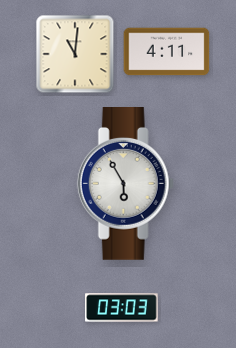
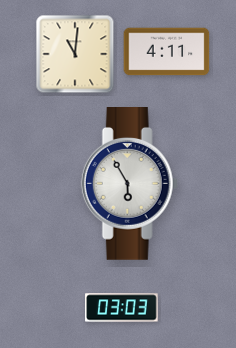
clock at (125, 184) position: (125, 184) -> (129, 184)
